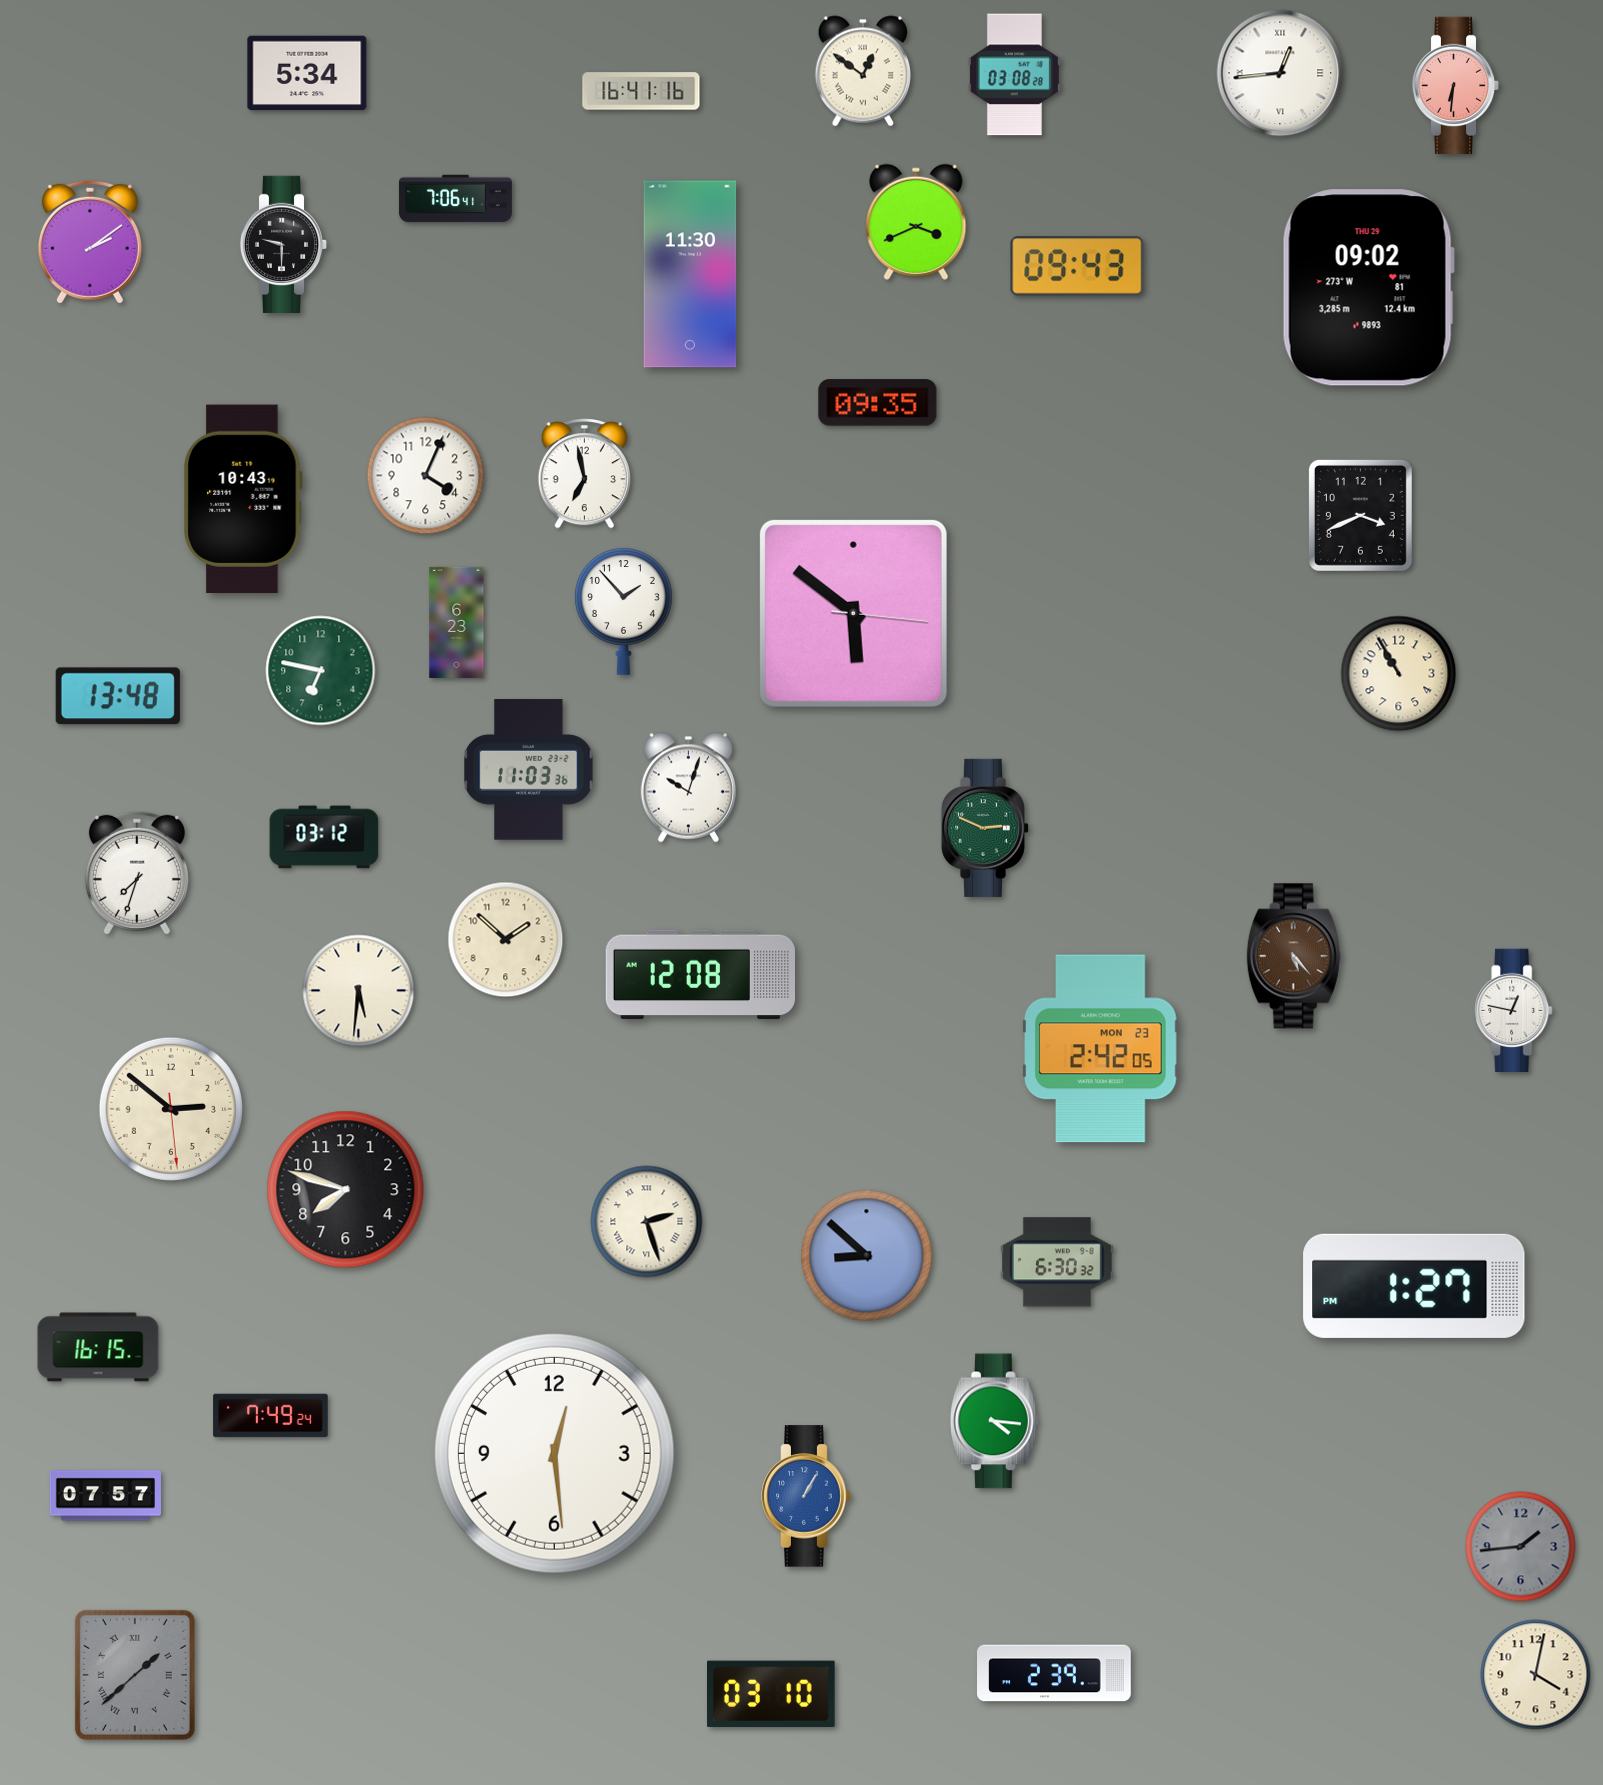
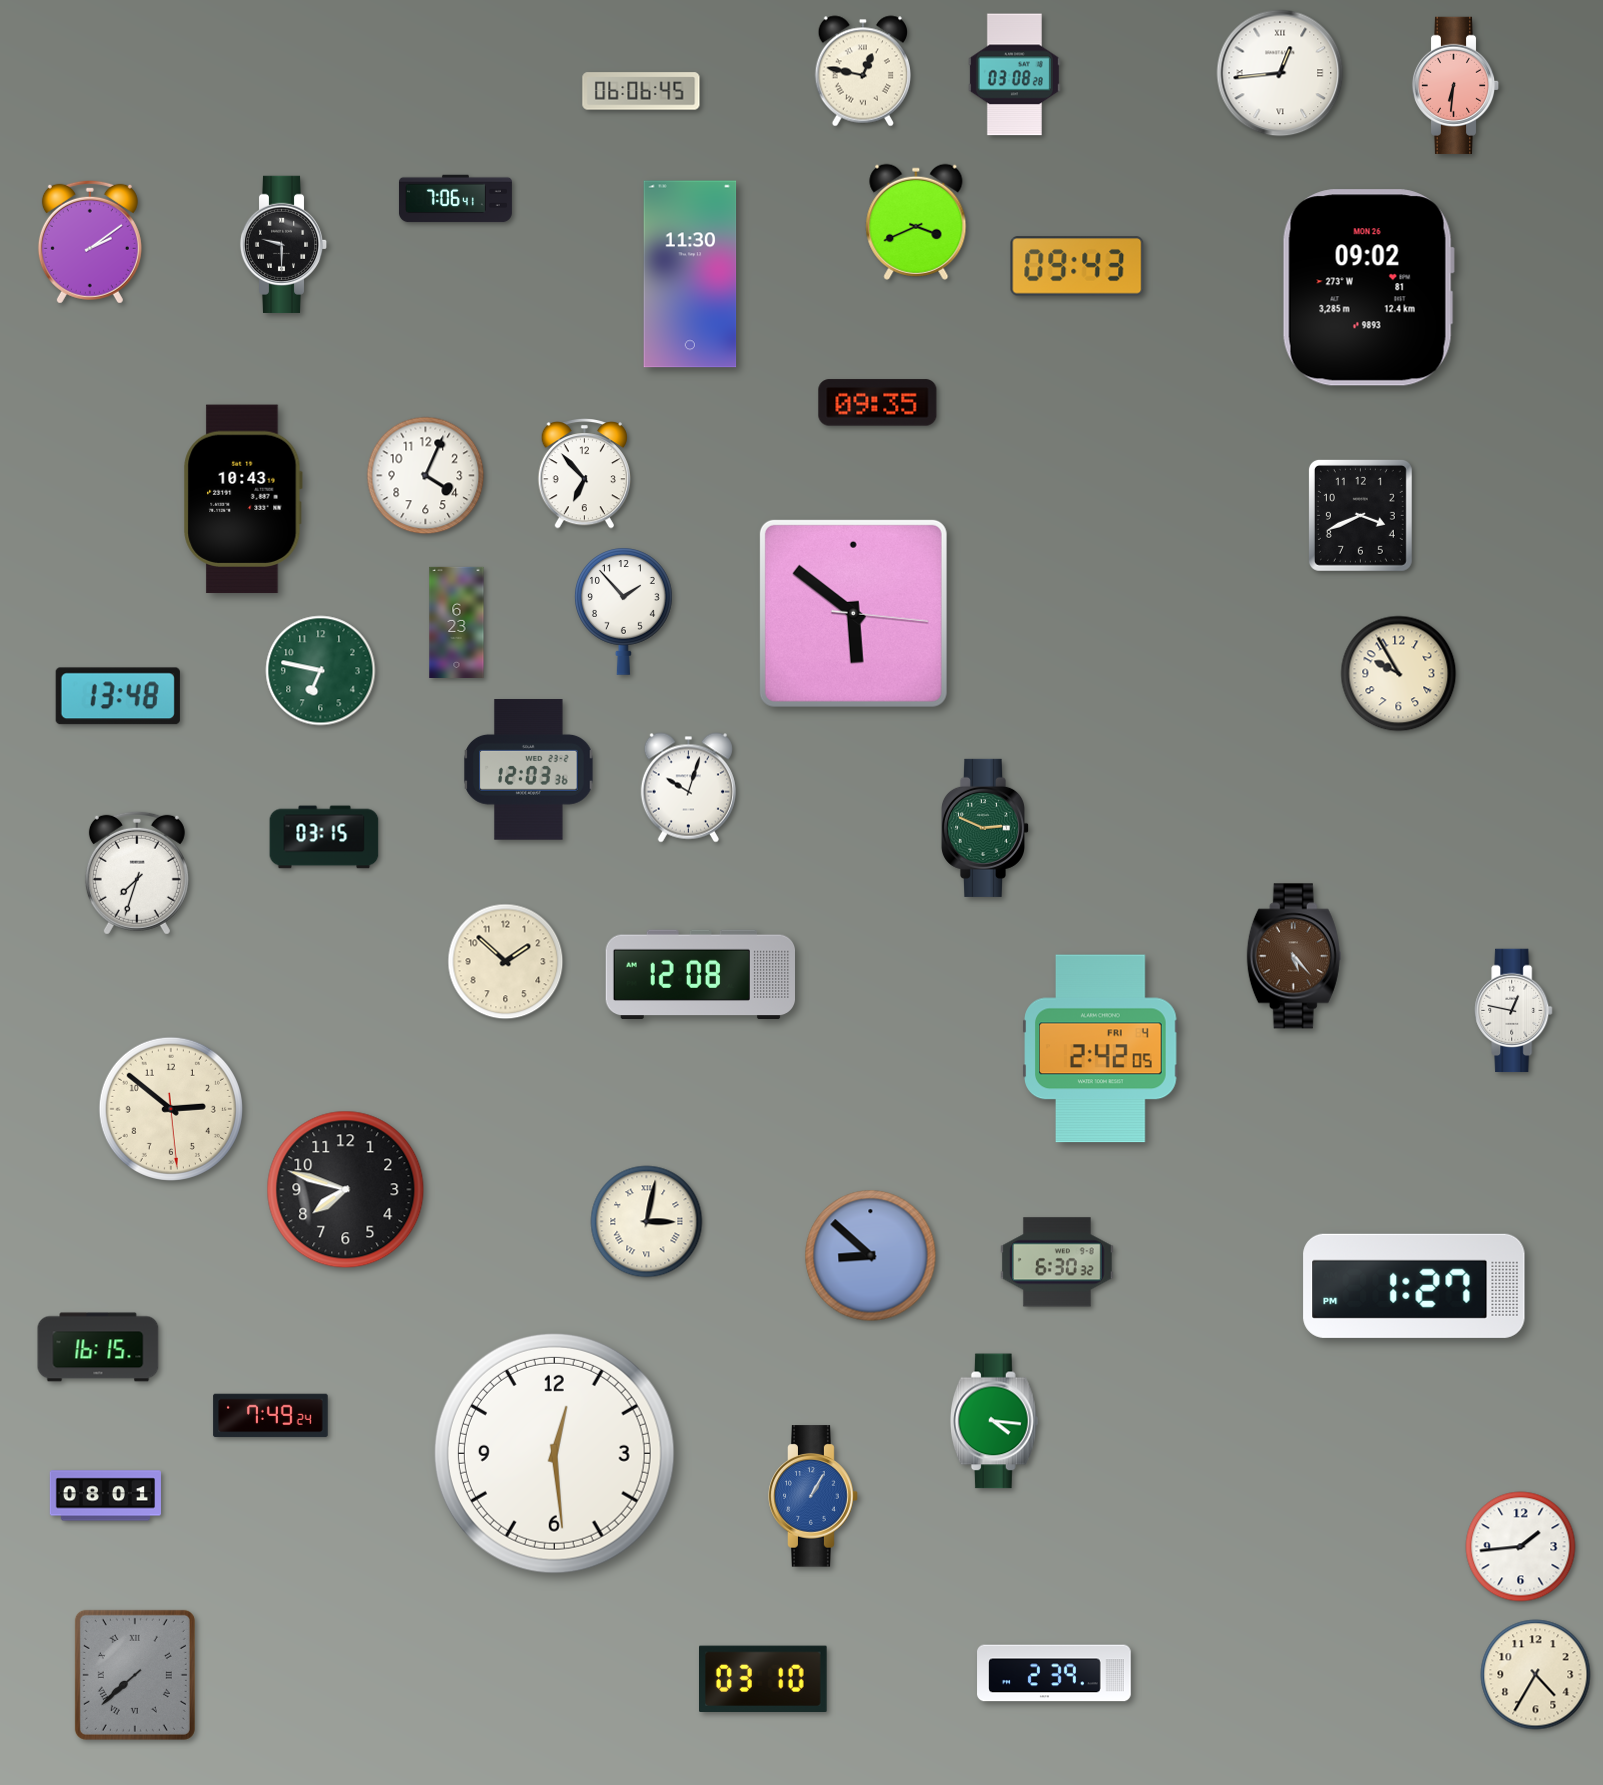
clock at (862, 71): 12:51 -> 12:47
clock at (307, 73): 5:34 -> none
clock at (641, 91): 16:41 -> 06:06
clock at (1368, 288) date: THU 29 -> MON 26
clock at (584, 474): 6:58 -> 6:53
clock at (1399, 674): 10:55 -> 9:55
clock at (529, 770): 11:03 -> 12:03
clock at (324, 837): 03:12 -> 03:15
clock at (506, 940) position: (506, 940) -> (506, 962)
clock at (359, 991): 5:31 -> none
clock at (1101, 1049) date: MON 23 -> FRI 4
clock at (647, 1222): 2:27 -> 3:02
clock at (867, 1256) position: (867, 1256) -> (871, 1256)
clock at (105, 1496): 07:57 -> 08:01
clock at (806, 1496) position: (806, 1496) -> (813, 1496)
clock at (1521, 1547) dial: grey -> white
clock at (135, 1675): 1:38 -> 7:38
clock at (1536, 1675): 4:02 -> 4:35
clock at (772, 1694) position: (772, 1694) -> (764, 1679)
